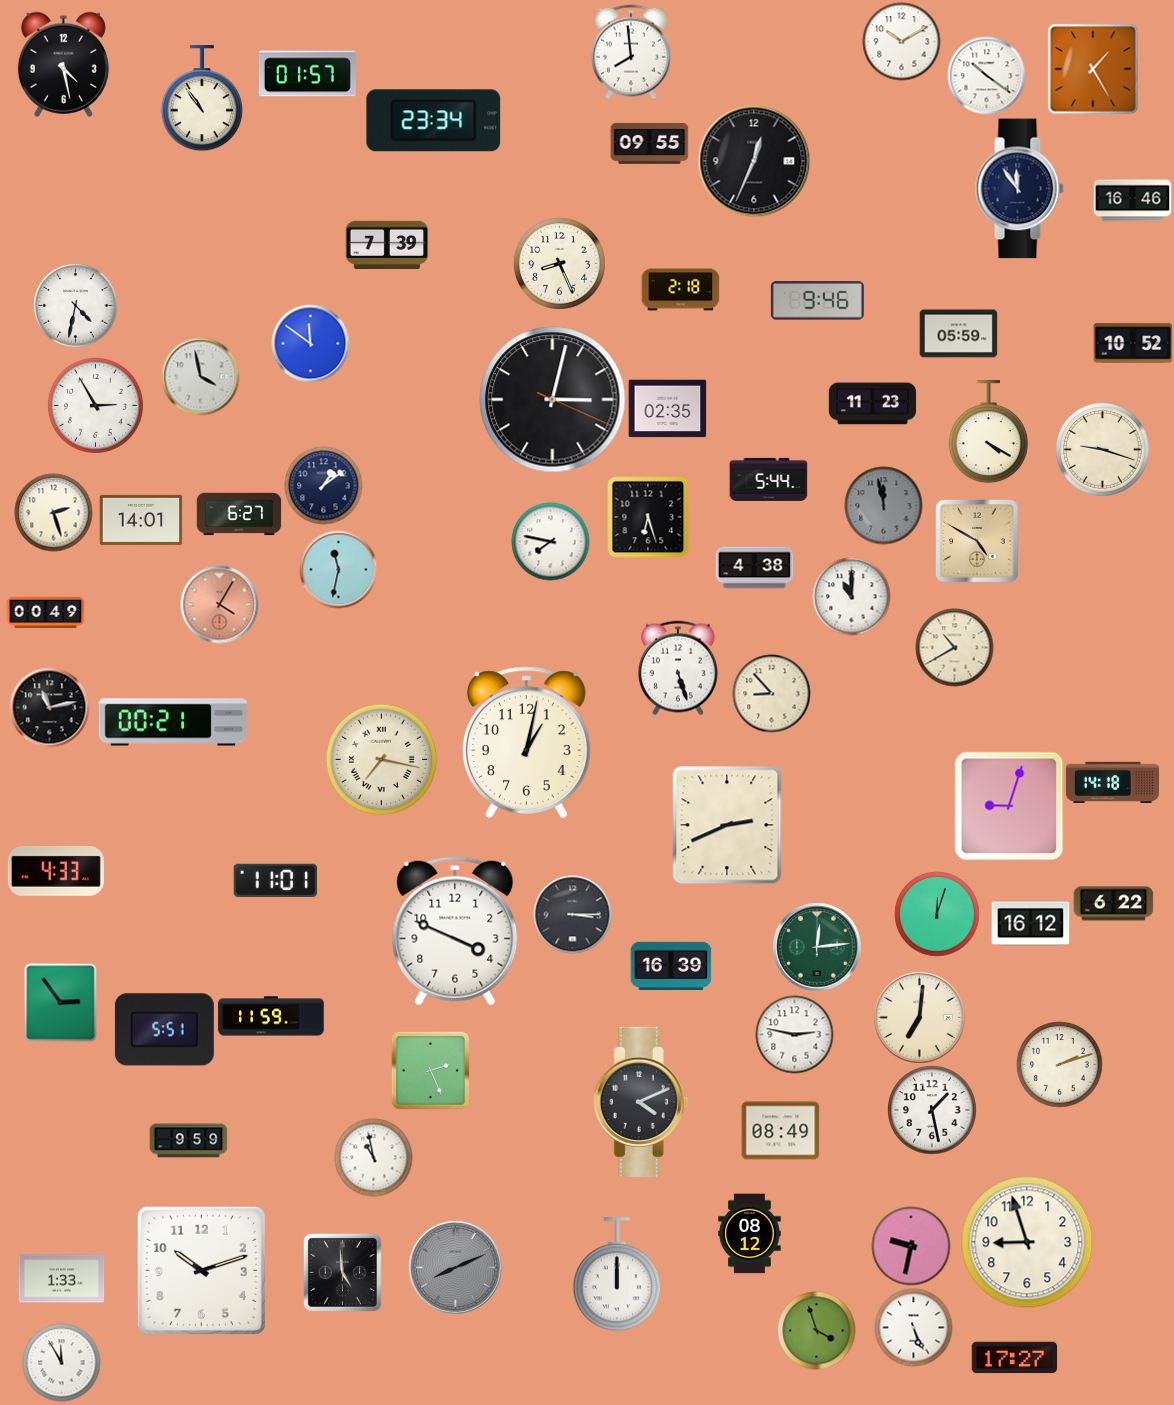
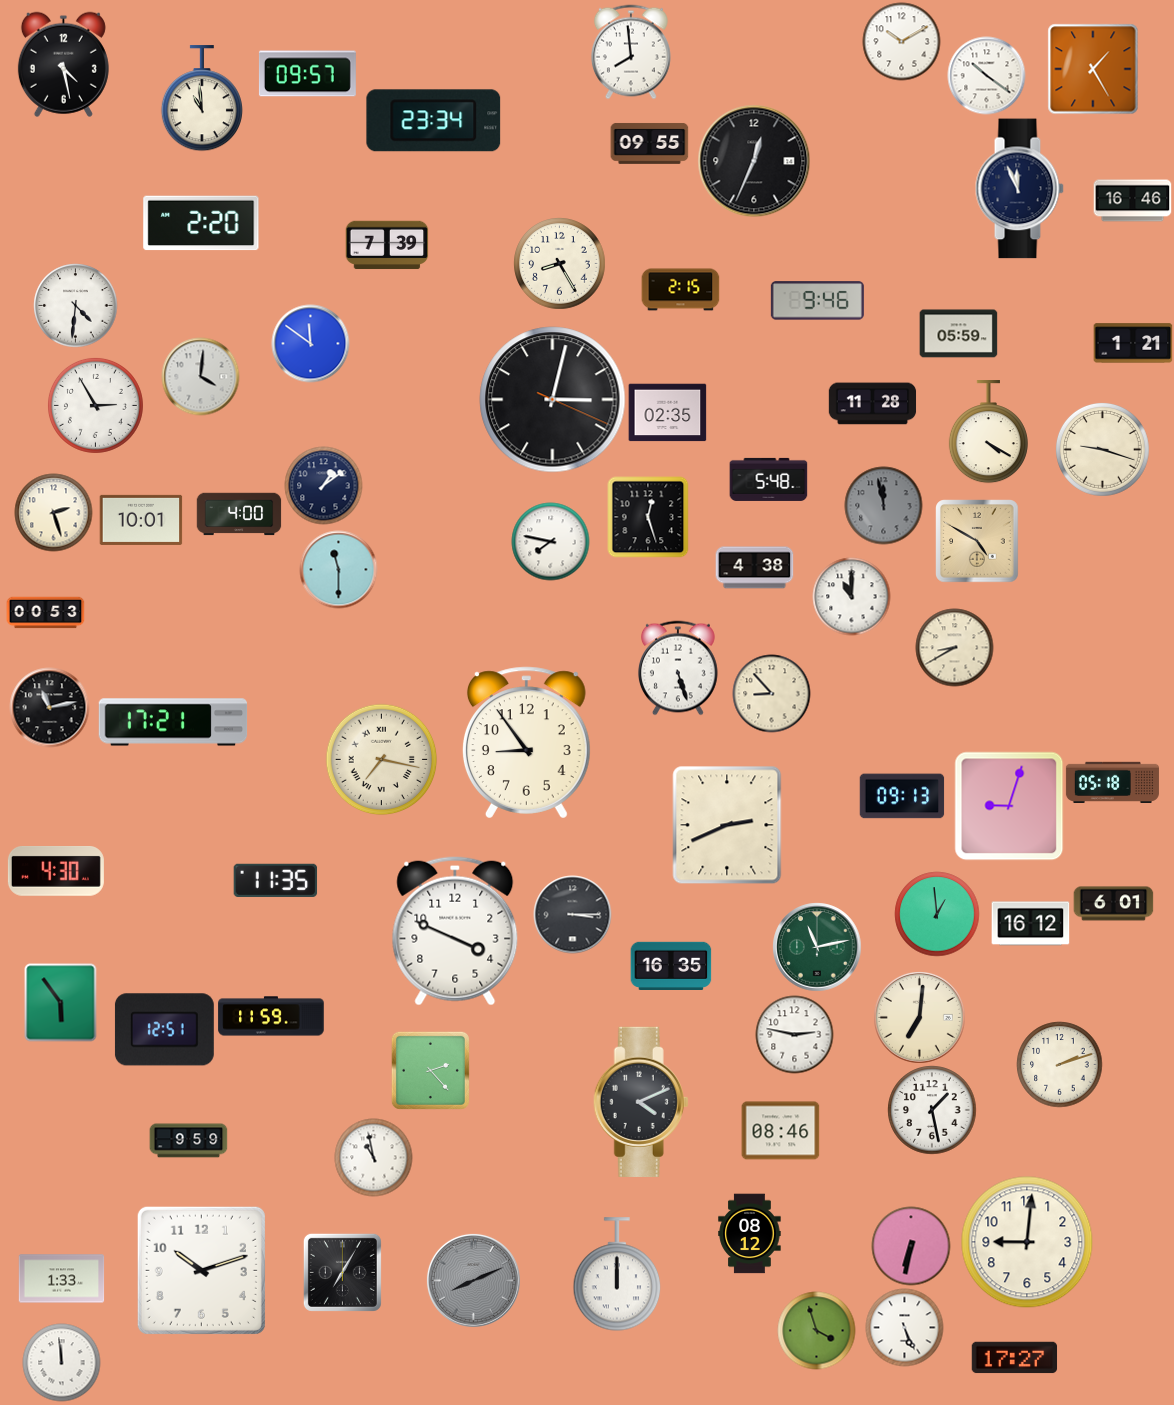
clock at (307, 74): 01:57 -> 09:57
clock at (202, 98): 10:54 -> 10:59
clock at (1019, 189): 11:54 -> 11:56
clock at (201, 223): none -> 2:20
clock at (560, 264): 8:26 -> 8:25
clock at (680, 290): 2:18 -> 2:15
clock at (75, 305): 4:32 -> 4:31
clock at (1133, 343): 10:52 -> 1:21
clock at (200, 376): 3:58 -> 4:01
clock at (872, 404): 11:23 -> 11:28
clock at (667, 409) position: (667, 409) -> (667, 413)
clock at (768, 479): 5:44 -> 5:48
clock at (239, 514): 6:27 -> 4:00
clock at (648, 517): 6:27 -> 12:27
clock at (141, 520): 14:01 -> 10:01
clock at (338, 569): 11:32 -> 11:30
clock at (219, 604): 4:05 -> none
clock at (45, 613): 00:49 -> 00:53
clock at (954, 647): 10:40 -> 8:40
clock at (173, 722): 00:21 -> 17:21
clock at (526, 743): 1:02 -> 8:54
clock at (1112, 782): 14:18 -> 05:18
clock at (902, 796): none -> 09:13
clock at (56, 872): 4:33 -> 4:30
clock at (275, 880): 11:01 -> 11:35
clock at (1113, 904): 6:22 -> 6:01
clock at (937, 914): 12:03 -> 12:59
clock at (817, 947): 12:14 -> 11:13
clock at (671, 965): 16:39 -> 16:35
clock at (61, 1002): 2:54 -> 5:54
clock at (164, 1030): 5:51 -> 12:51
clock at (430, 1070): 2:26 -> 2:23
clock at (780, 1131): 08:49 -> 08:46
clock at (1027, 1242): 8:57 -> 9:01
clock at (911, 1246): 9:32 -> 6:32
clock at (455, 1267) position: (455, 1267) -> (473, 1280)
clock at (342, 1272): 4:59 -> 7:05
clock at (913, 1327) position: (913, 1327) -> (904, 1327)
clock at (61, 1362): 11:55 -> 11:59
